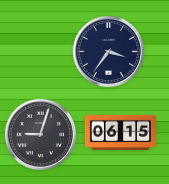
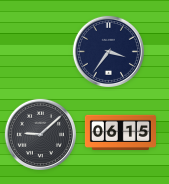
clock at (40, 134): 9:03 -> 9:08
